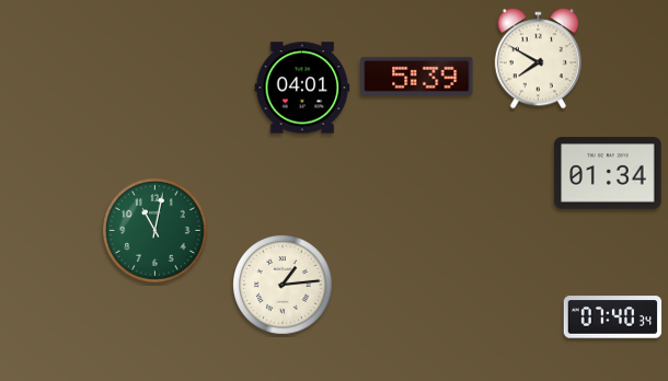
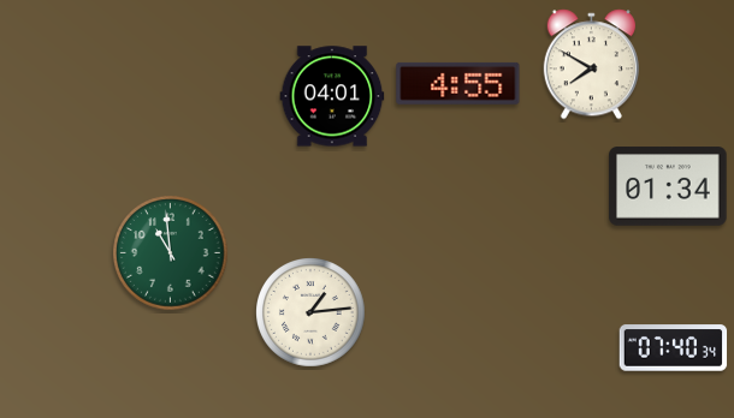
clock at (417, 76): 5:39 -> 4:55
clock at (608, 173) position: (608, 173) -> (668, 186)
clock at (156, 231): 11:02 -> 10:59
